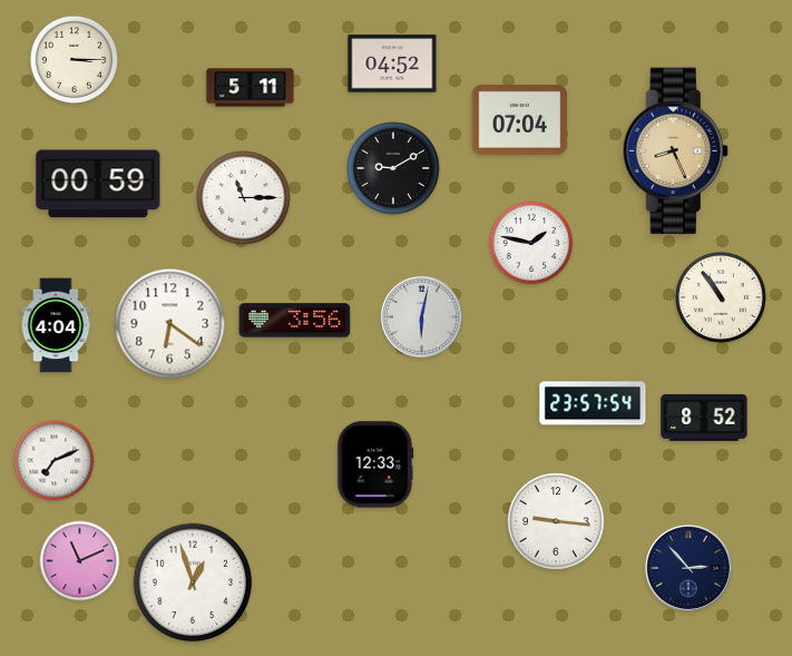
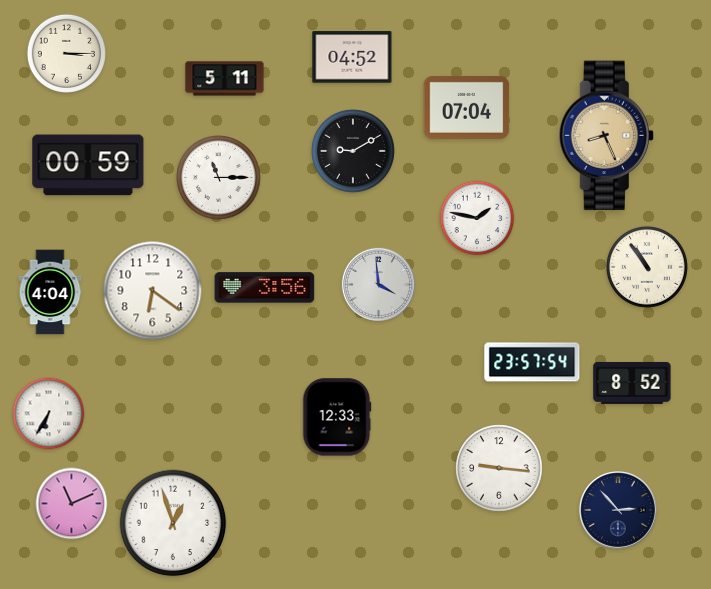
clock at (421, 316): 6:02 -> 3:59
clock at (704, 418) position: (704, 418) -> (632, 383)
clock at (55, 461): 7:11 -> 6:35
